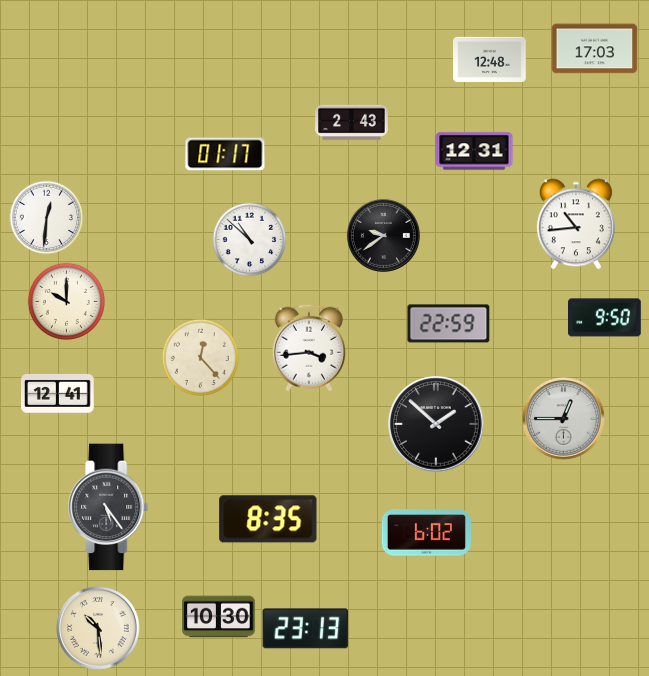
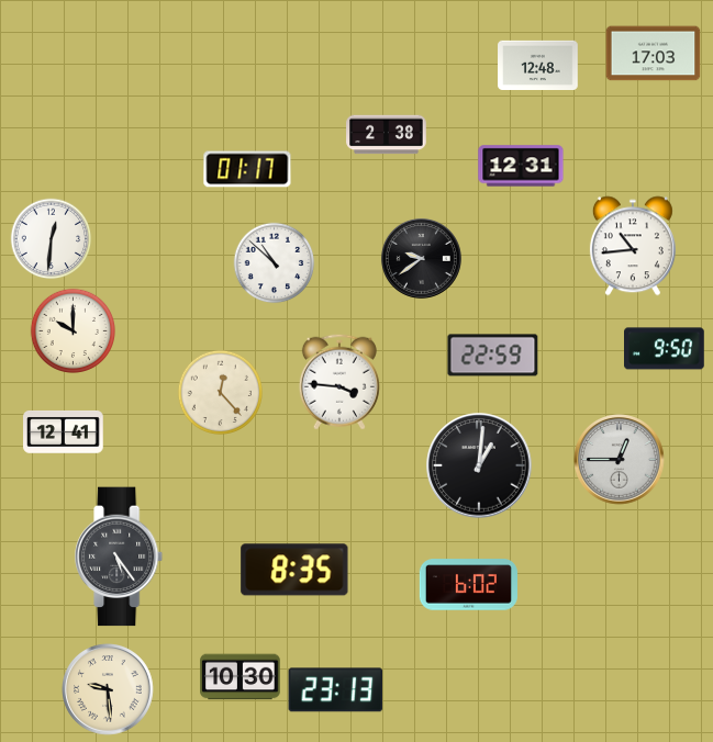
clock at (352, 123): 2:43 -> 2:38
clock at (309, 348): 3:44 -> 3:46
clock at (436, 424): 1:52 -> 1:01
clock at (99, 629): 10:29 -> 9:29
